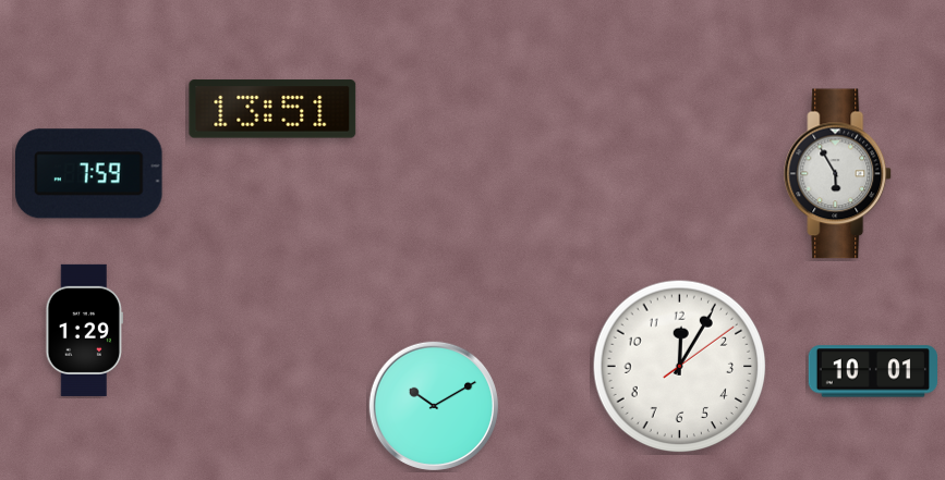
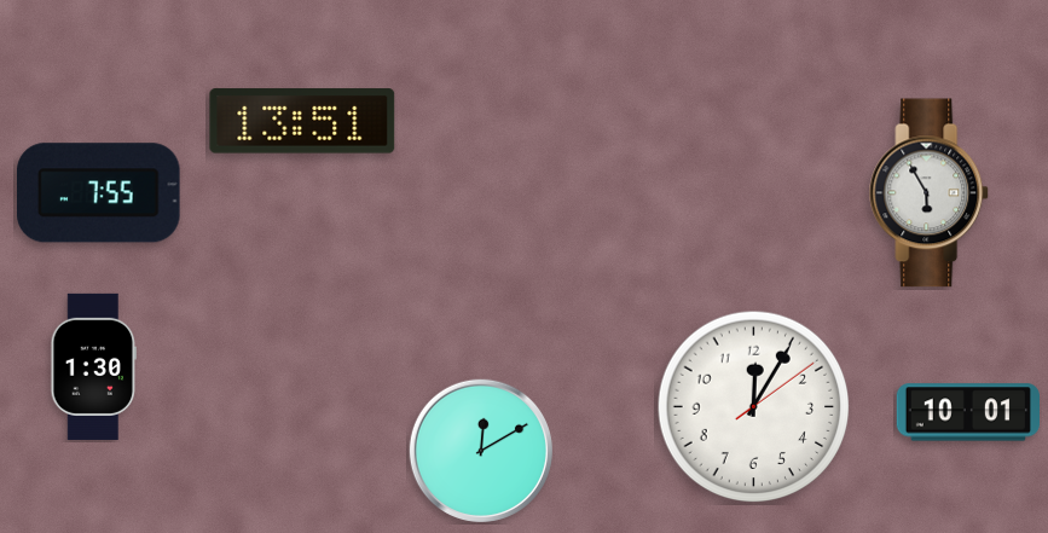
clock at (89, 174): 7:59 -> 7:55
clock at (84, 330): 1:29 -> 1:30
clock at (434, 406): 10:10 -> 12:10
